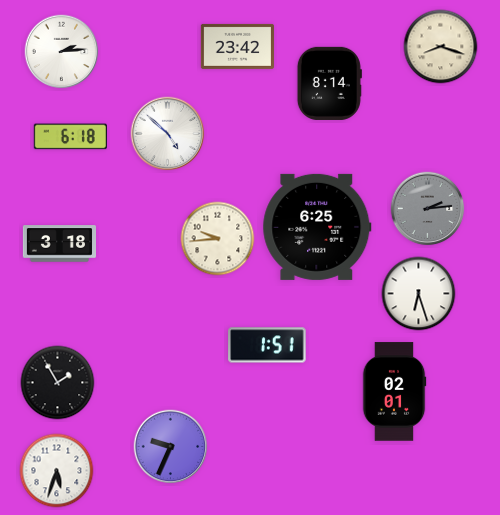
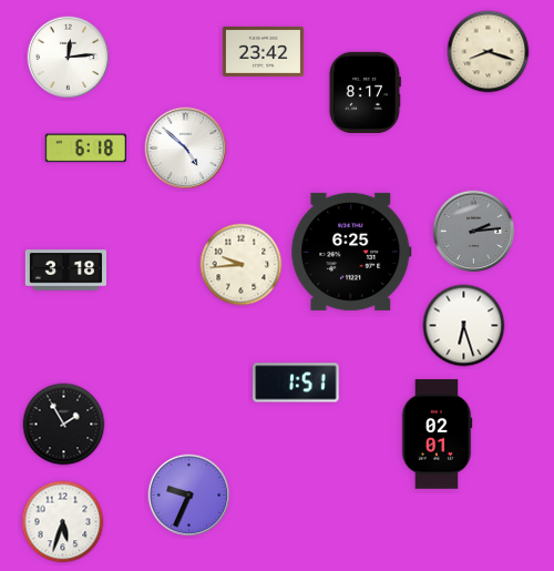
clock at (62, 52): 2:14 -> 12:14
clock at (329, 83): 8:14 -> 8:17
clock at (70, 137) position: (70, 137) -> (85, 149)
